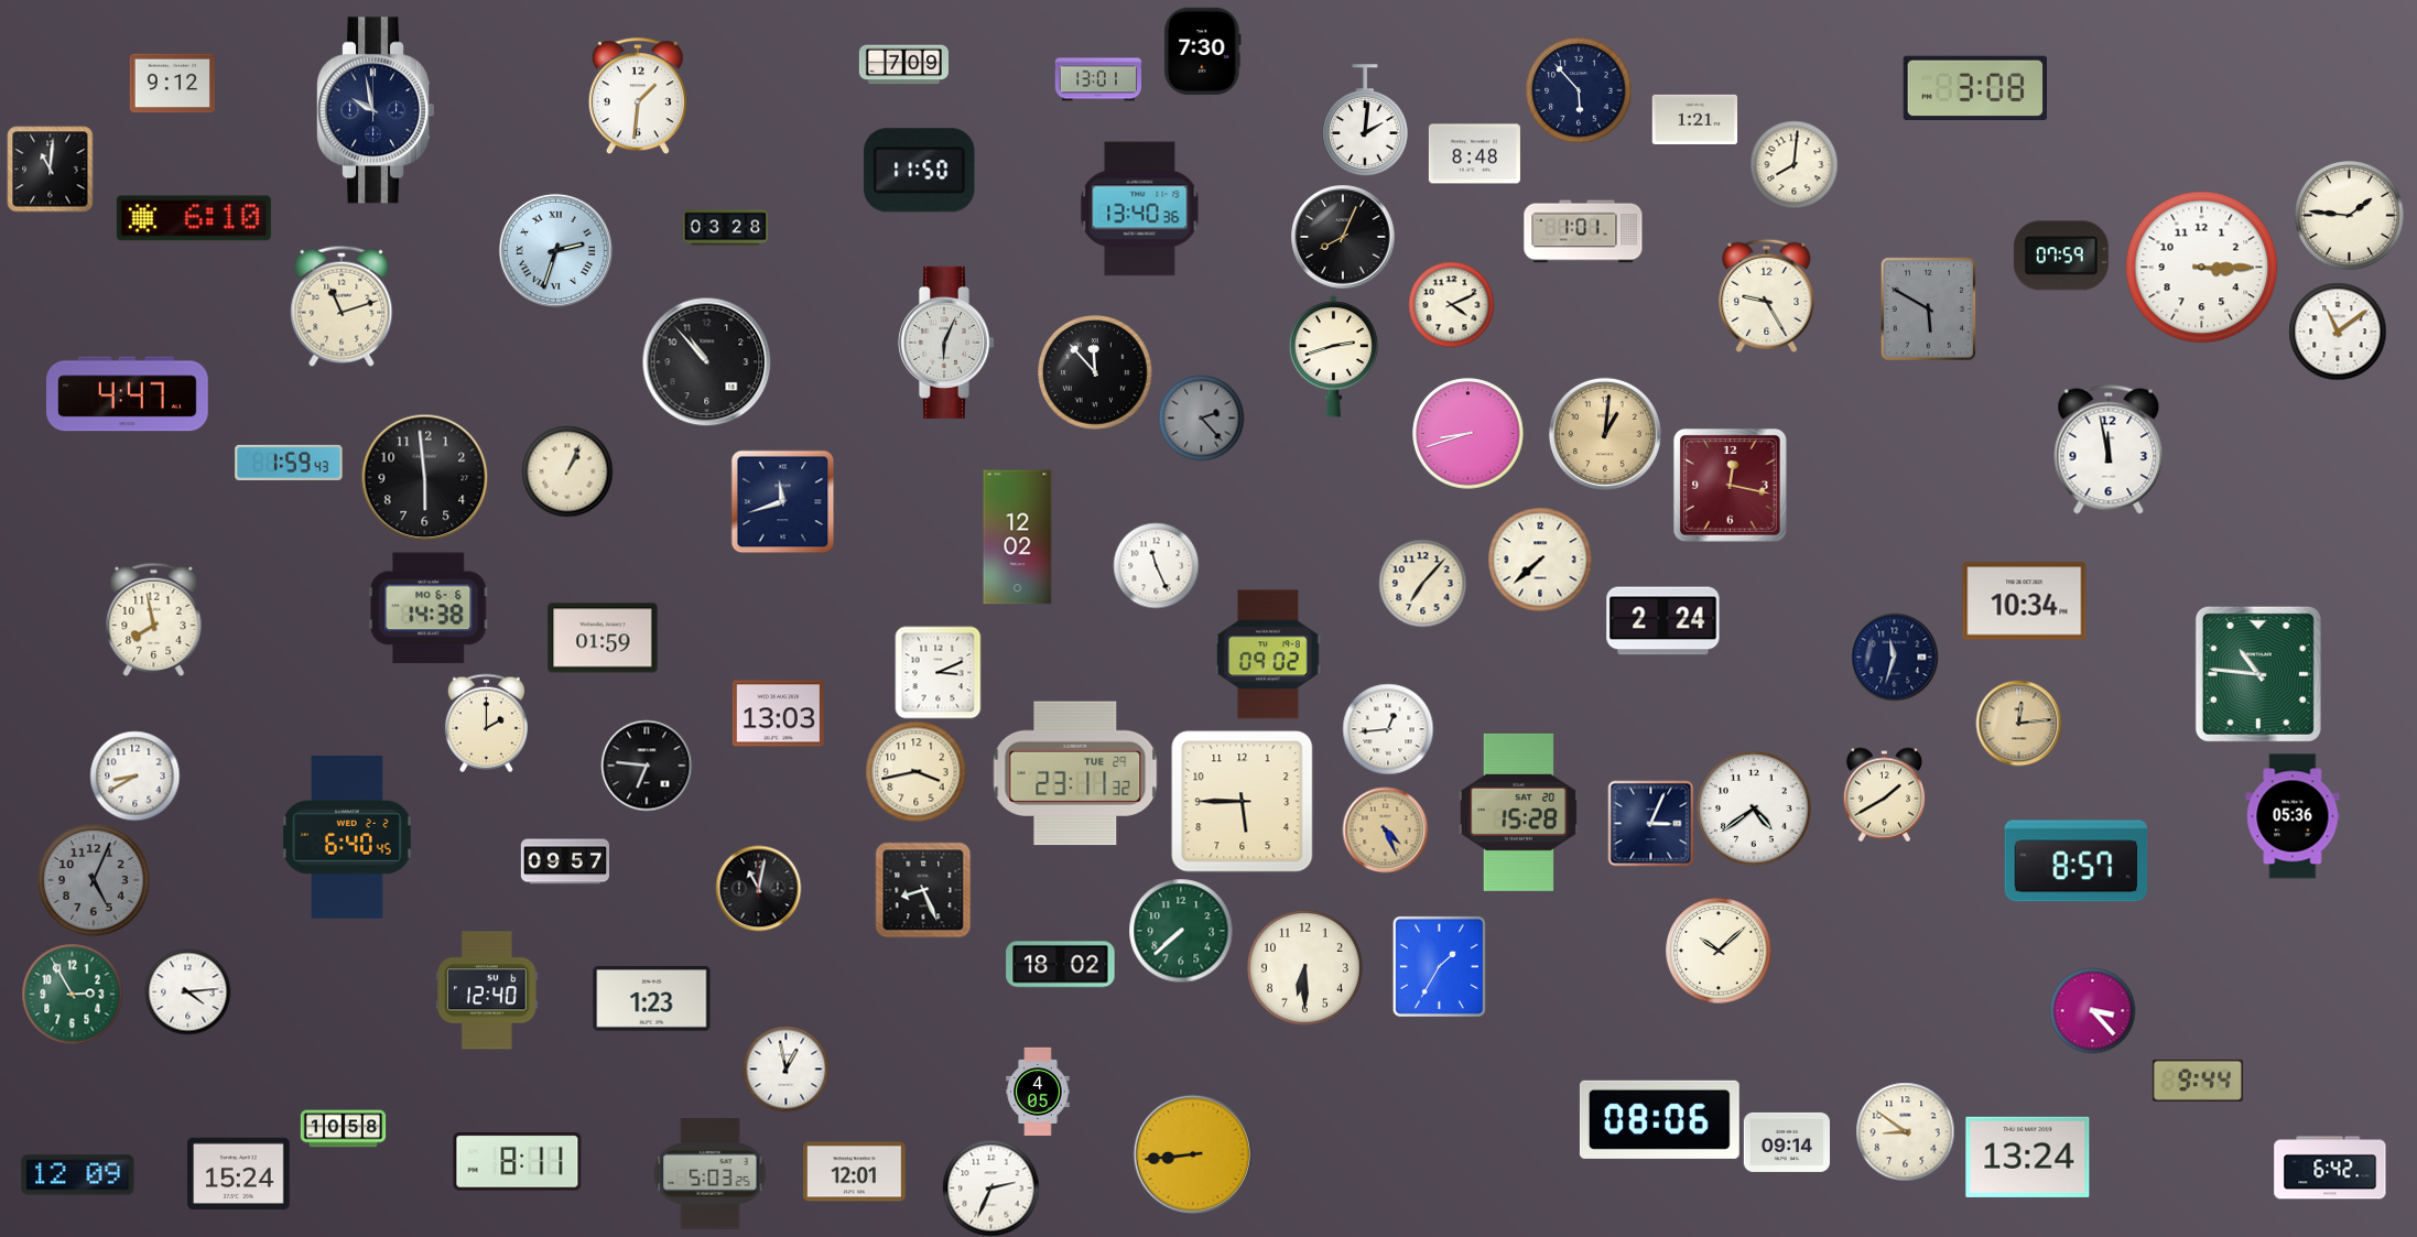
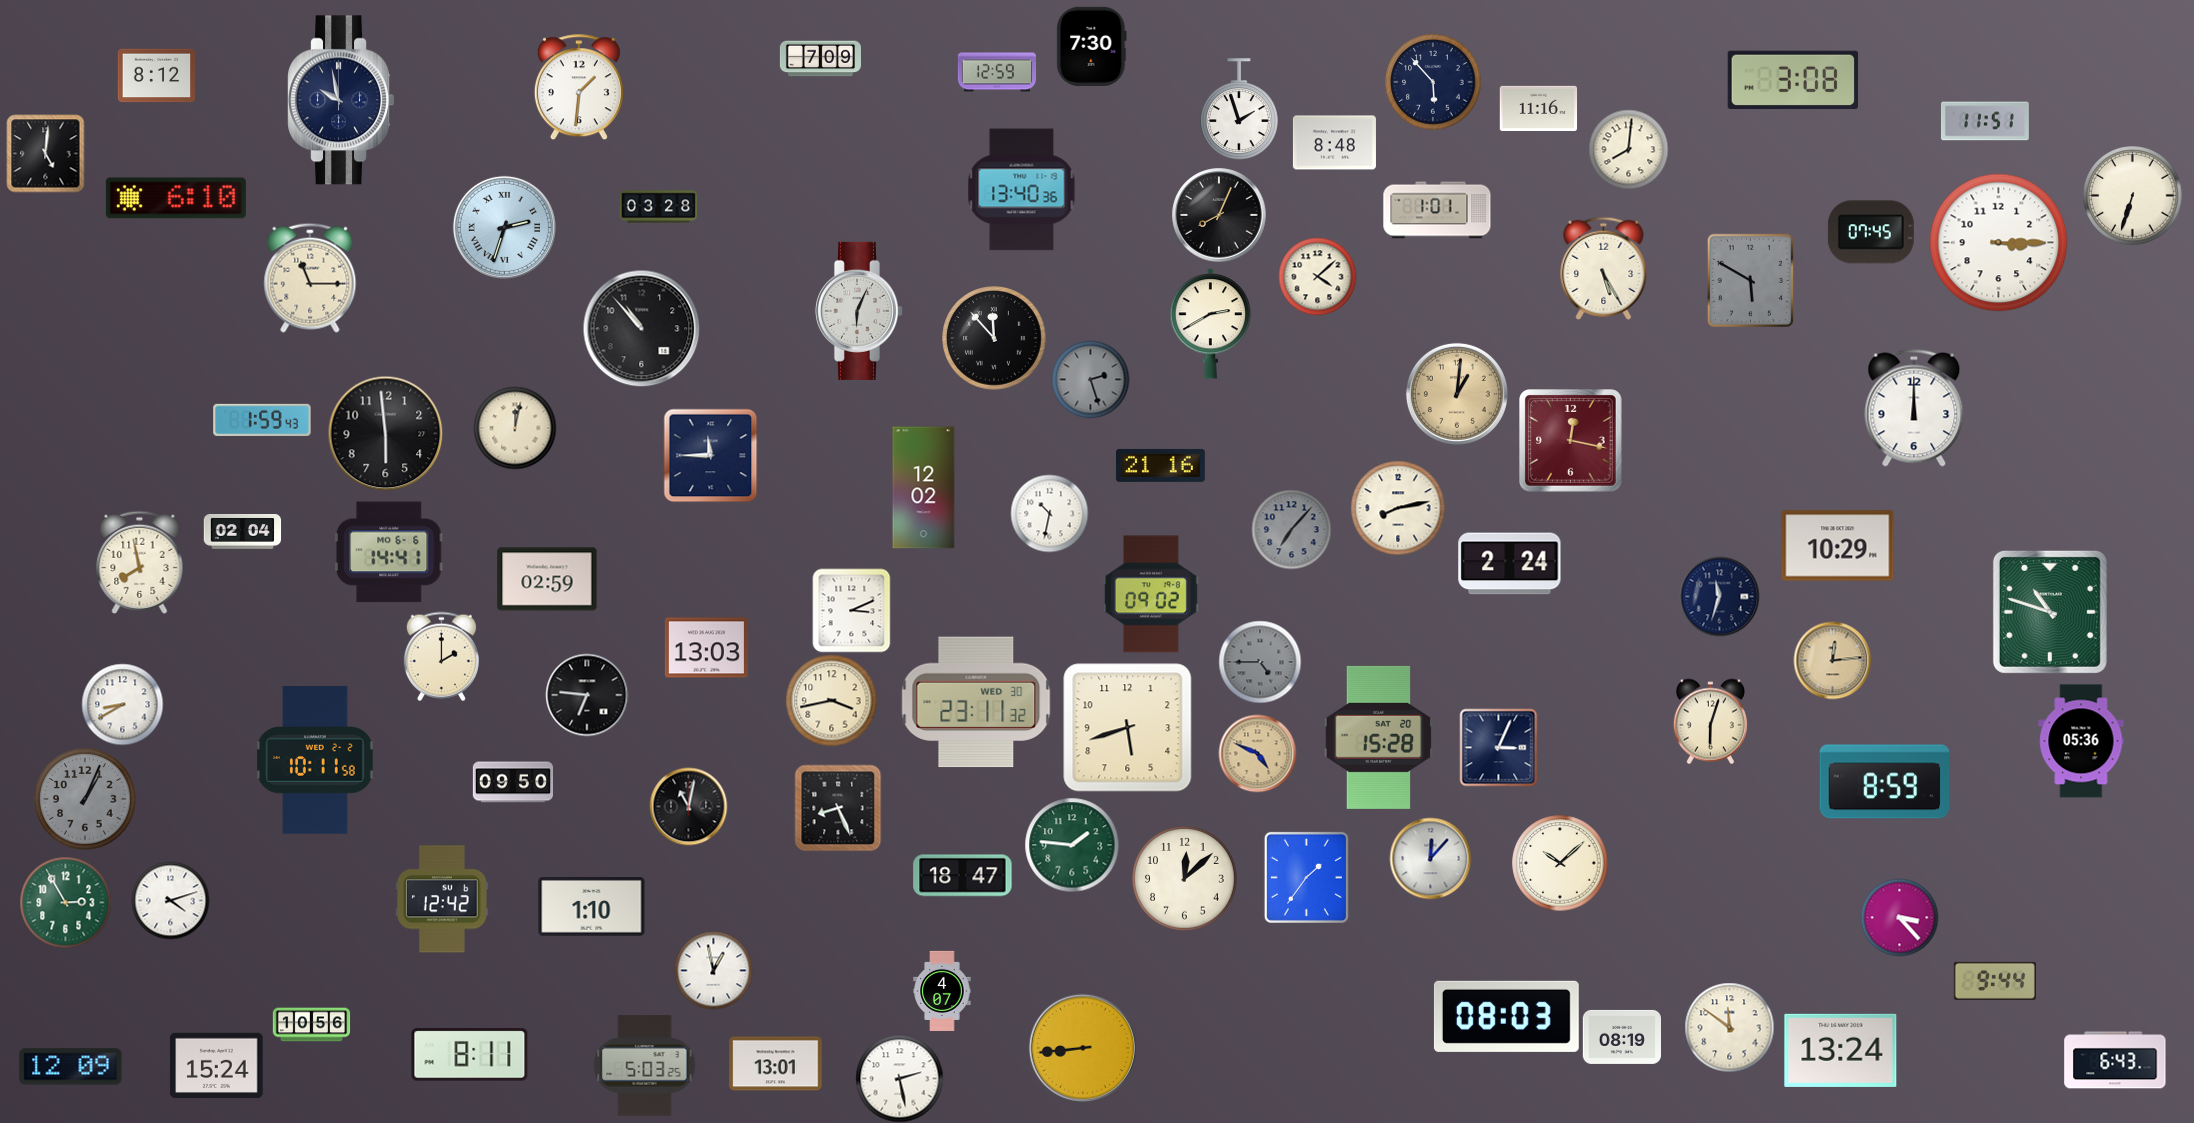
clock at (1098, 79): 13:01 -> 12:59
clock at (172, 84): 9:12 -> 8:12
clock at (1694, 119): 1:21 -> 11:16
clock at (1366, 120): 2:01 -> 1:57
clock at (1985, 121): none -> 11:51
clock at (1474, 154) position: (1474, 154) -> (1334, 143)
clock at (50, 169): 11:01 -> 5:01
clock at (920, 171): 11:50 -> none
clock at (1140, 209) position: (1140, 209) -> (1022, 190)
clock at (2350, 216): 1:46 -> 6:33
clock at (2061, 256): 07:59 -> 07:45
clock at (1767, 295): 9:25 -> 5:25
clock at (1451, 304): 4:11 -> 4:08
clock at (342, 306): 11:12 -> 11:15
clock at (2338, 332): 11:09 -> none
clock at (1334, 357): 2:42 -> 2:40
clock at (128, 394): 4:47 -> none
clock at (1201, 417): 2:23 -> 2:27
clock at (1468, 434): 8:42 -> none
clock at (2109, 449): 11:58 -> 12:00
clock at (567, 471): 1:04 -> 12:02
clock at (782, 501): 11:42 -> 11:45
clock at (1160, 465): none -> 21:16
clock at (1540, 560): 7:38 -> 8:13
clock at (1156, 565): 11:26 -> 10:32
clock at (1422, 583) dial: cream -> grey
clock at (242, 532): none -> 02:04
clock at (2025, 601): 10:34 -> 10:29
clock at (429, 608): 14:38 -> 14:41
clock at (603, 638): 01:59 -> 02:59
clock at (2258, 674): 10:46 -> 10:48
clock at (2018, 723) position: (2018, 723) -> (1832, 660)
clock at (1388, 729): 12:44 -> 4:45
clock at (1388, 729) dial: white -> grey
clock at (1075, 773) date: TUE 29 -> WED 30
clock at (1884, 794): 1:40 -> 6:03
clock at (1243, 802): 5:45 -> 5:42
clock at (1754, 809): 4:39 -> none
clock at (1385, 829): 4:26 -> 4:49
clock at (348, 838): 6:40 -> 10:11
clock at (564, 861): 09:57 -> 09:50
clock at (2077, 861): 8:57 -> 8:59
clock at (94, 880): 5:04 -> 1:04
clock at (1181, 931): 7:38 -> 1:46
clock at (1430, 858): none -> 12:07
clock at (1061, 965): 18:02 -> 18:47
clock at (1439, 966): 1:35 -> 1:36
clock at (1305, 968): 6:30 -> 12:08
clock at (487, 990): 12:40 -> 12:42
clock at (187, 991): 4:14 -> 4:12
clock at (652, 999): 1:23 -> 1:10
clock at (1038, 1090): 4:05 -> 4:07
clock at (1659, 1119): 08:06 -> 08:03
clock at (343, 1129): 10:58 -> 10:56
clock at (1905, 1131): 8:51 -> 11:51
clock at (1786, 1142): 09:14 -> 08:19
clock at (2330, 1168): 6:42 -> 6:43
clock at (855, 1172): 12:01 -> 13:01
clock at (990, 1187): 2:34 -> 2:28
